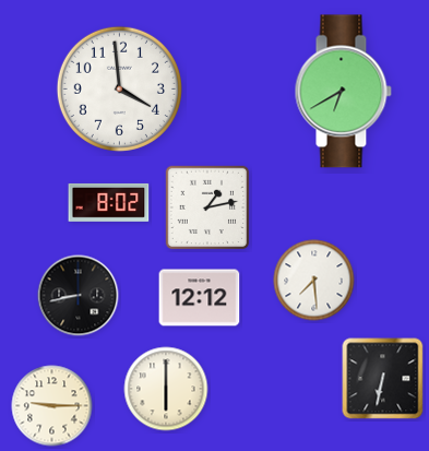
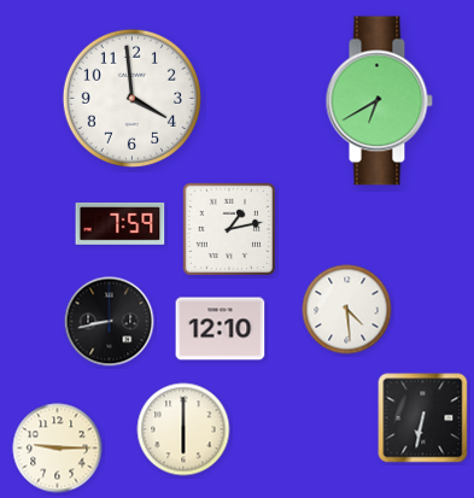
clock at (109, 202): 8:02 -> 7:59
clock at (314, 281): 7:29 -> 4:29
clock at (79, 296) position: (79, 296) -> (110, 322)
clock at (200, 298): 12:12 -> 12:10
